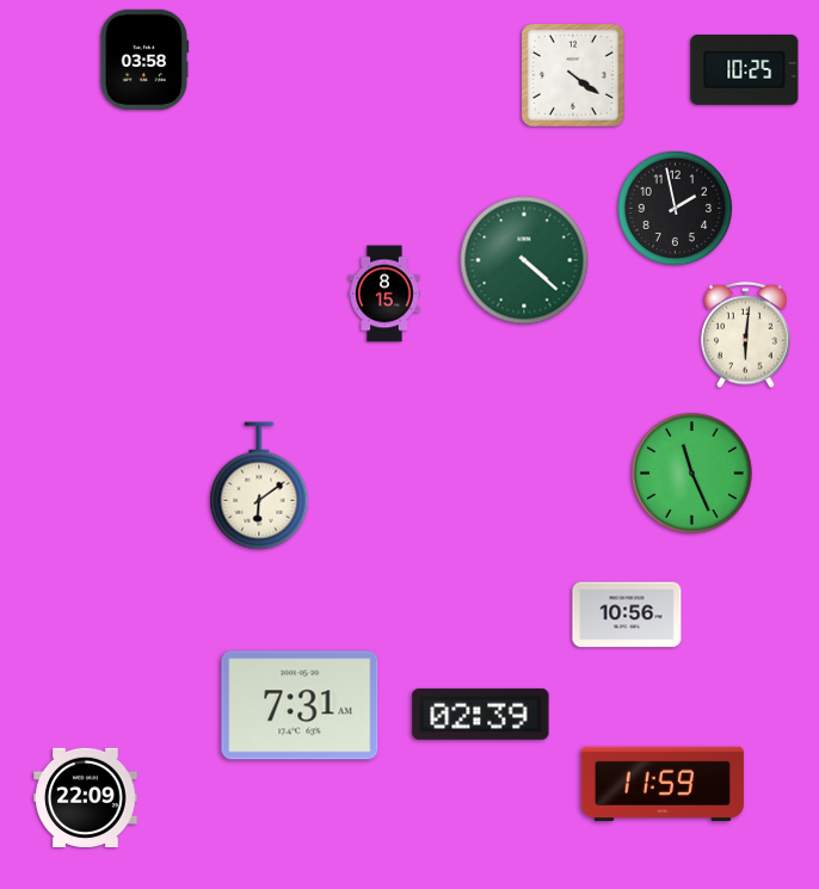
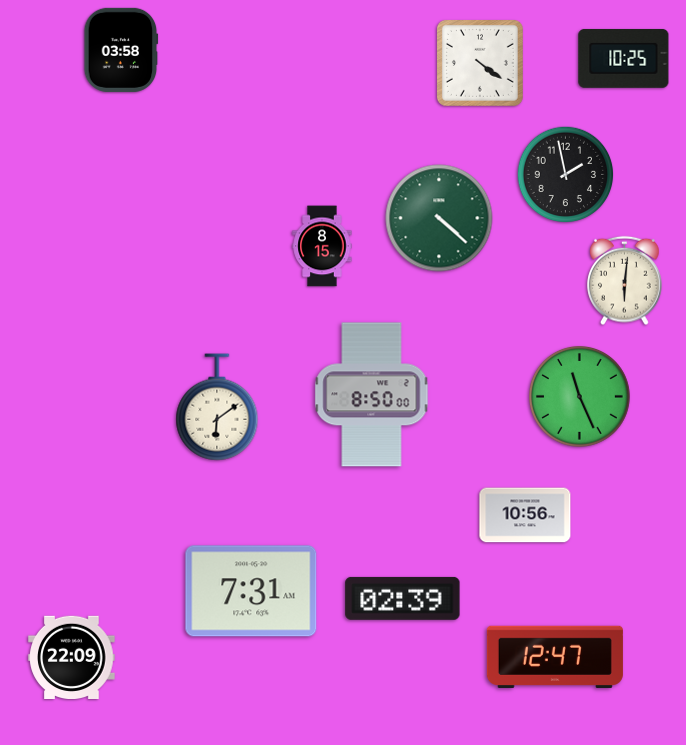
clock at (372, 395): none -> 8:50
clock at (663, 783): 11:59 -> 12:47
clock at (86, 797) position: (86, 797) -> (72, 657)
